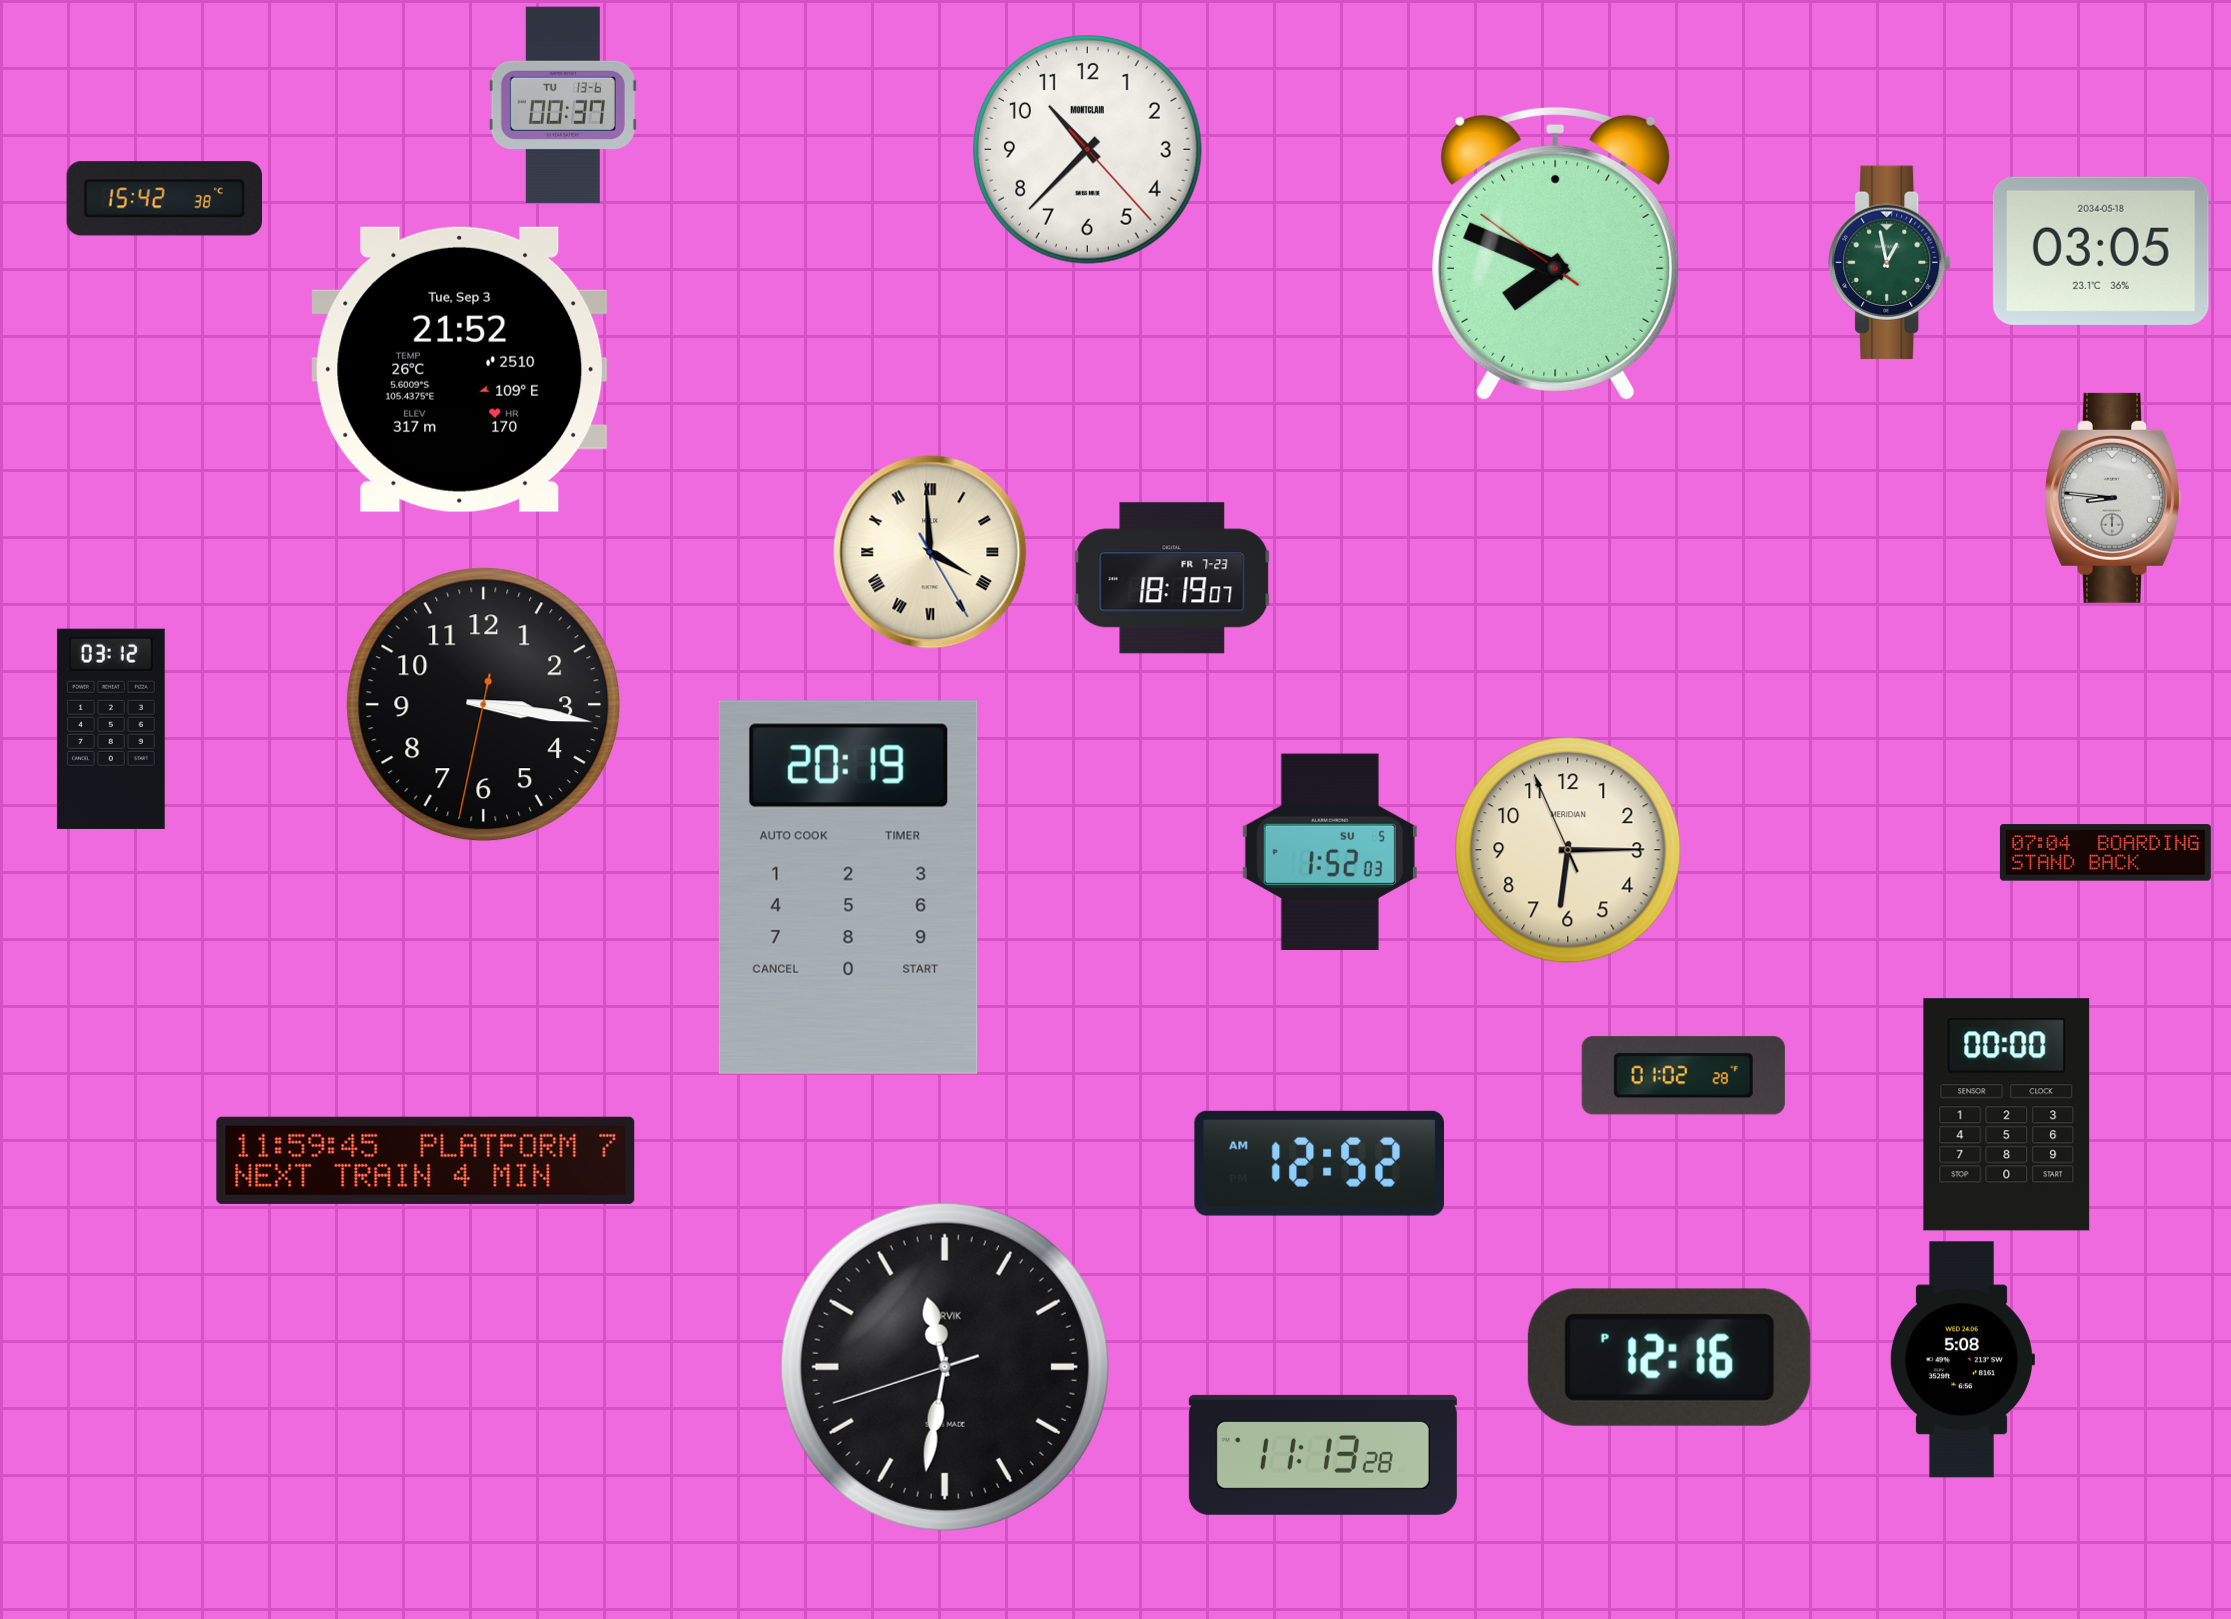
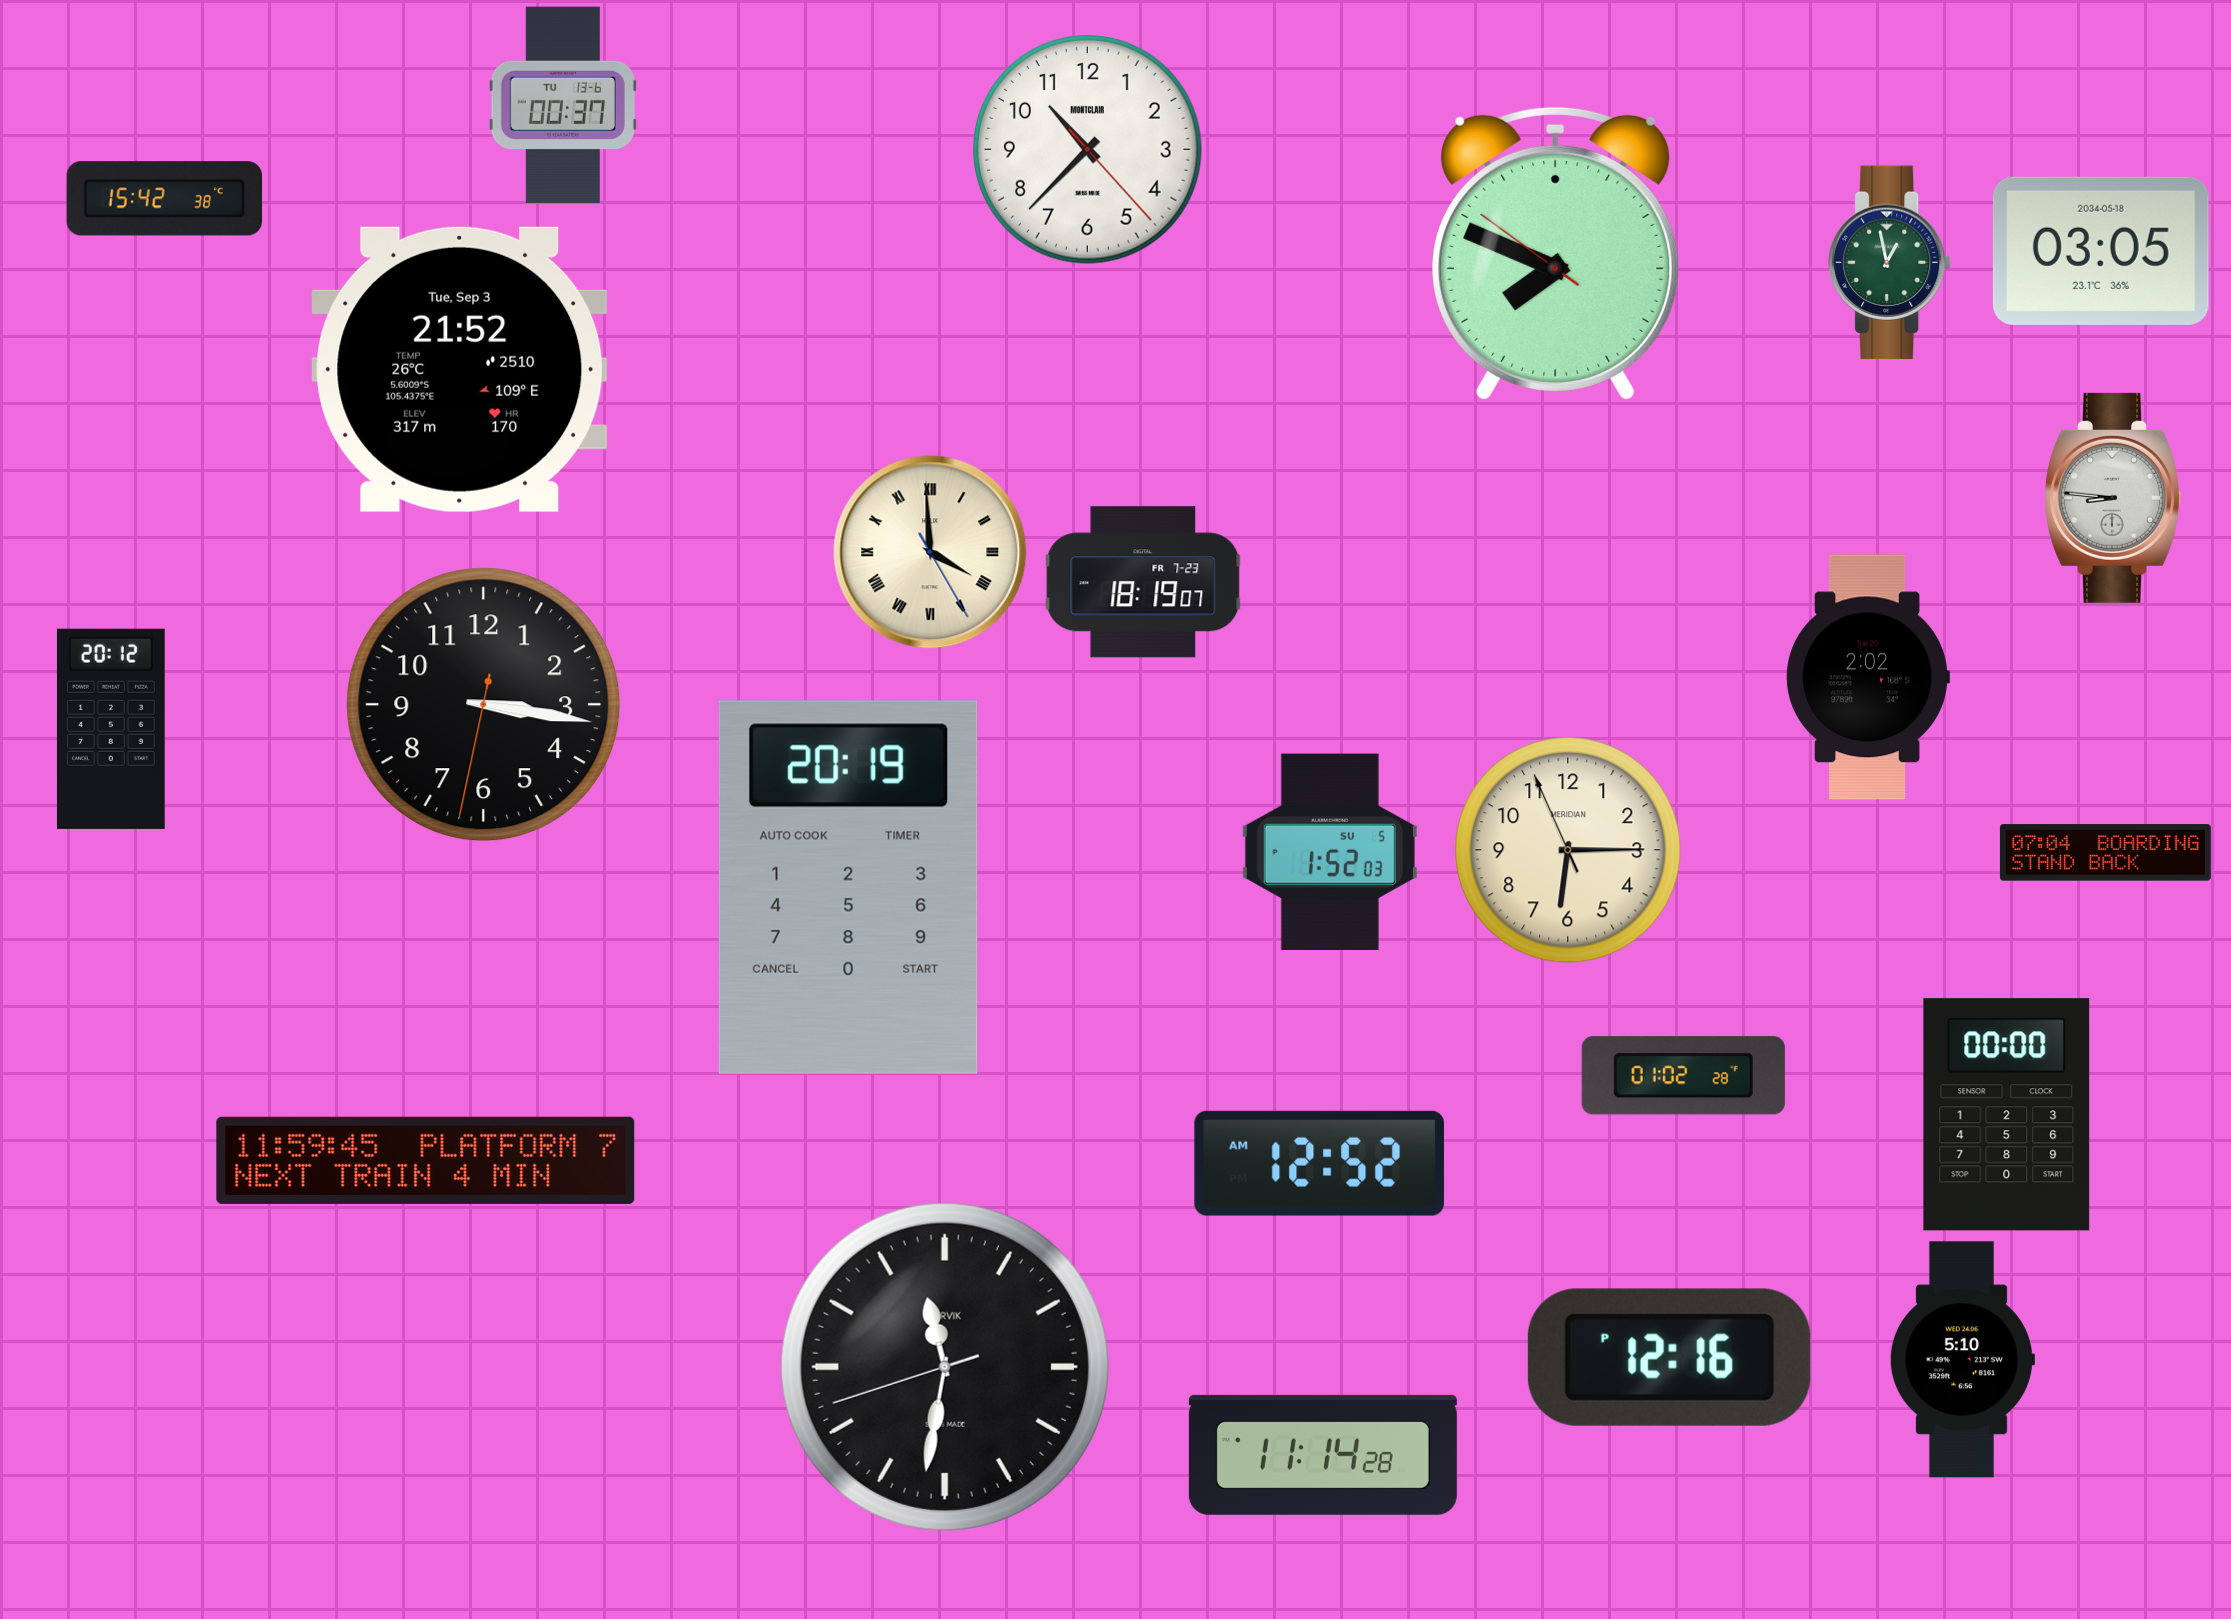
clock at (1172, 578) position: (1172, 578) -> (1143, 582)
clock at (1868, 677): none -> 2:02
clock at (111, 729): 03:12 -> 20:12
clock at (1962, 1360): 5:08 -> 5:10
clock at (1323, 1455): 11:13 -> 11:14
